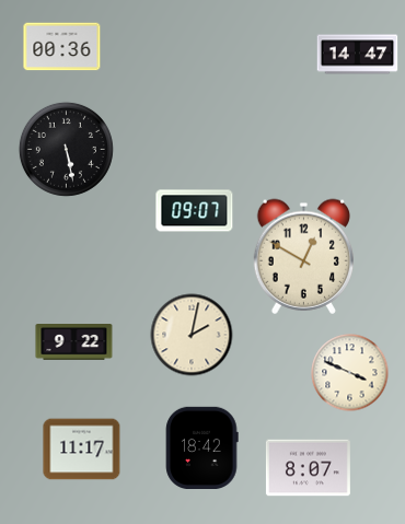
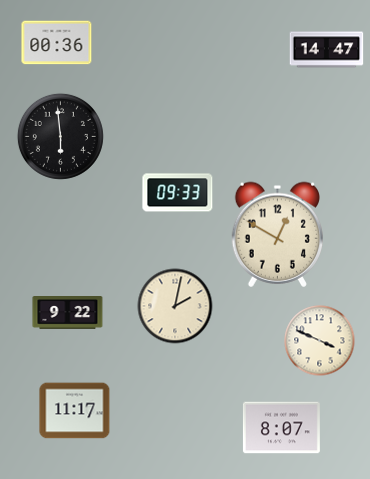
clock at (66, 149): 5:28 -> 5:59
clock at (195, 211): 09:07 -> 09:33
clock at (202, 447): 18:42 -> none
